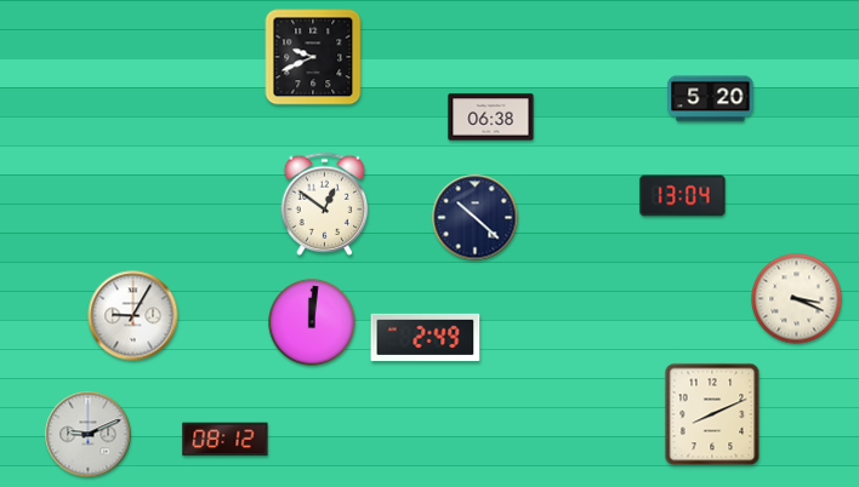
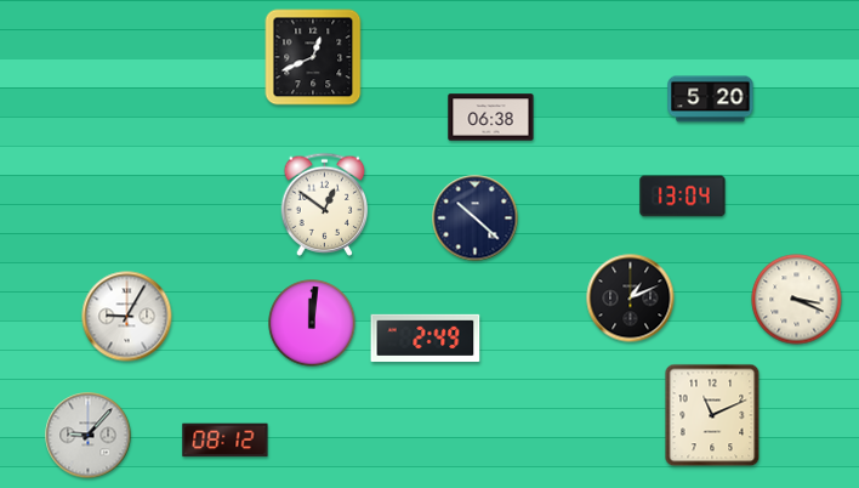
clock at (313, 57): 9:41 -> 12:41
clock at (631, 299): none -> 1:11
clock at (133, 316) position: (133, 316) -> (127, 317)
clock at (712, 414): 8:11 -> 11:11
clock at (89, 435): 9:11 -> 9:07
